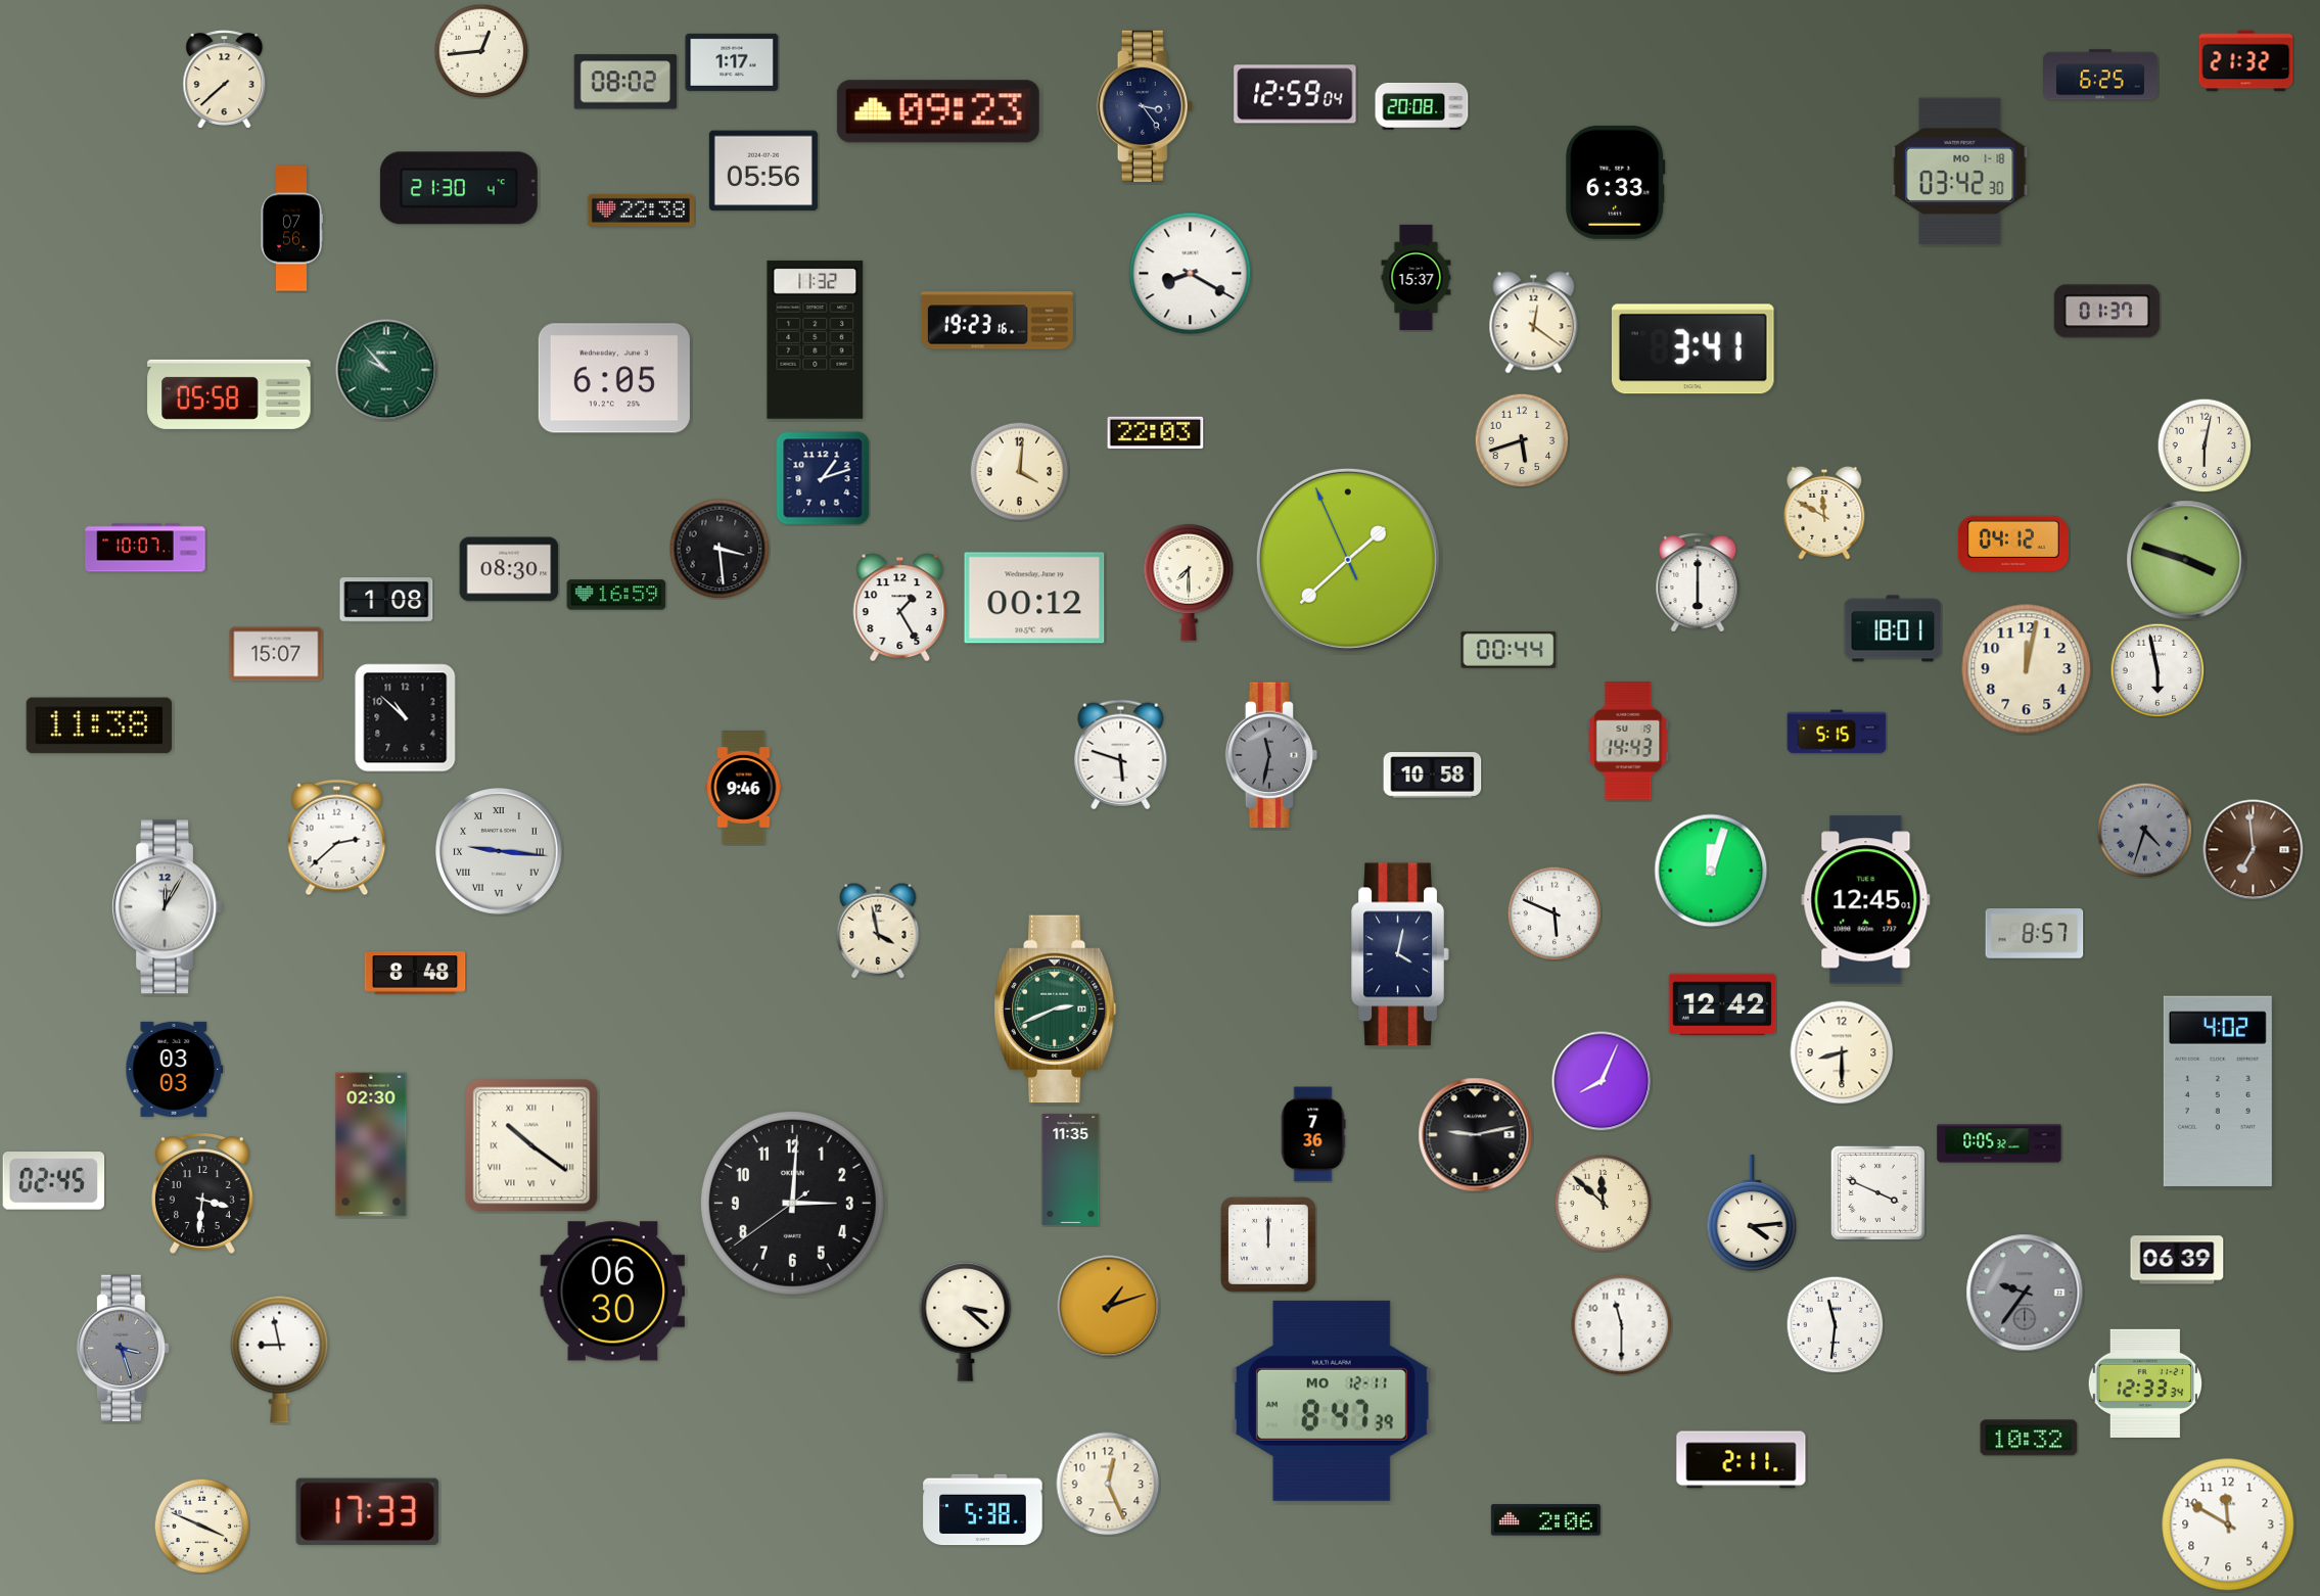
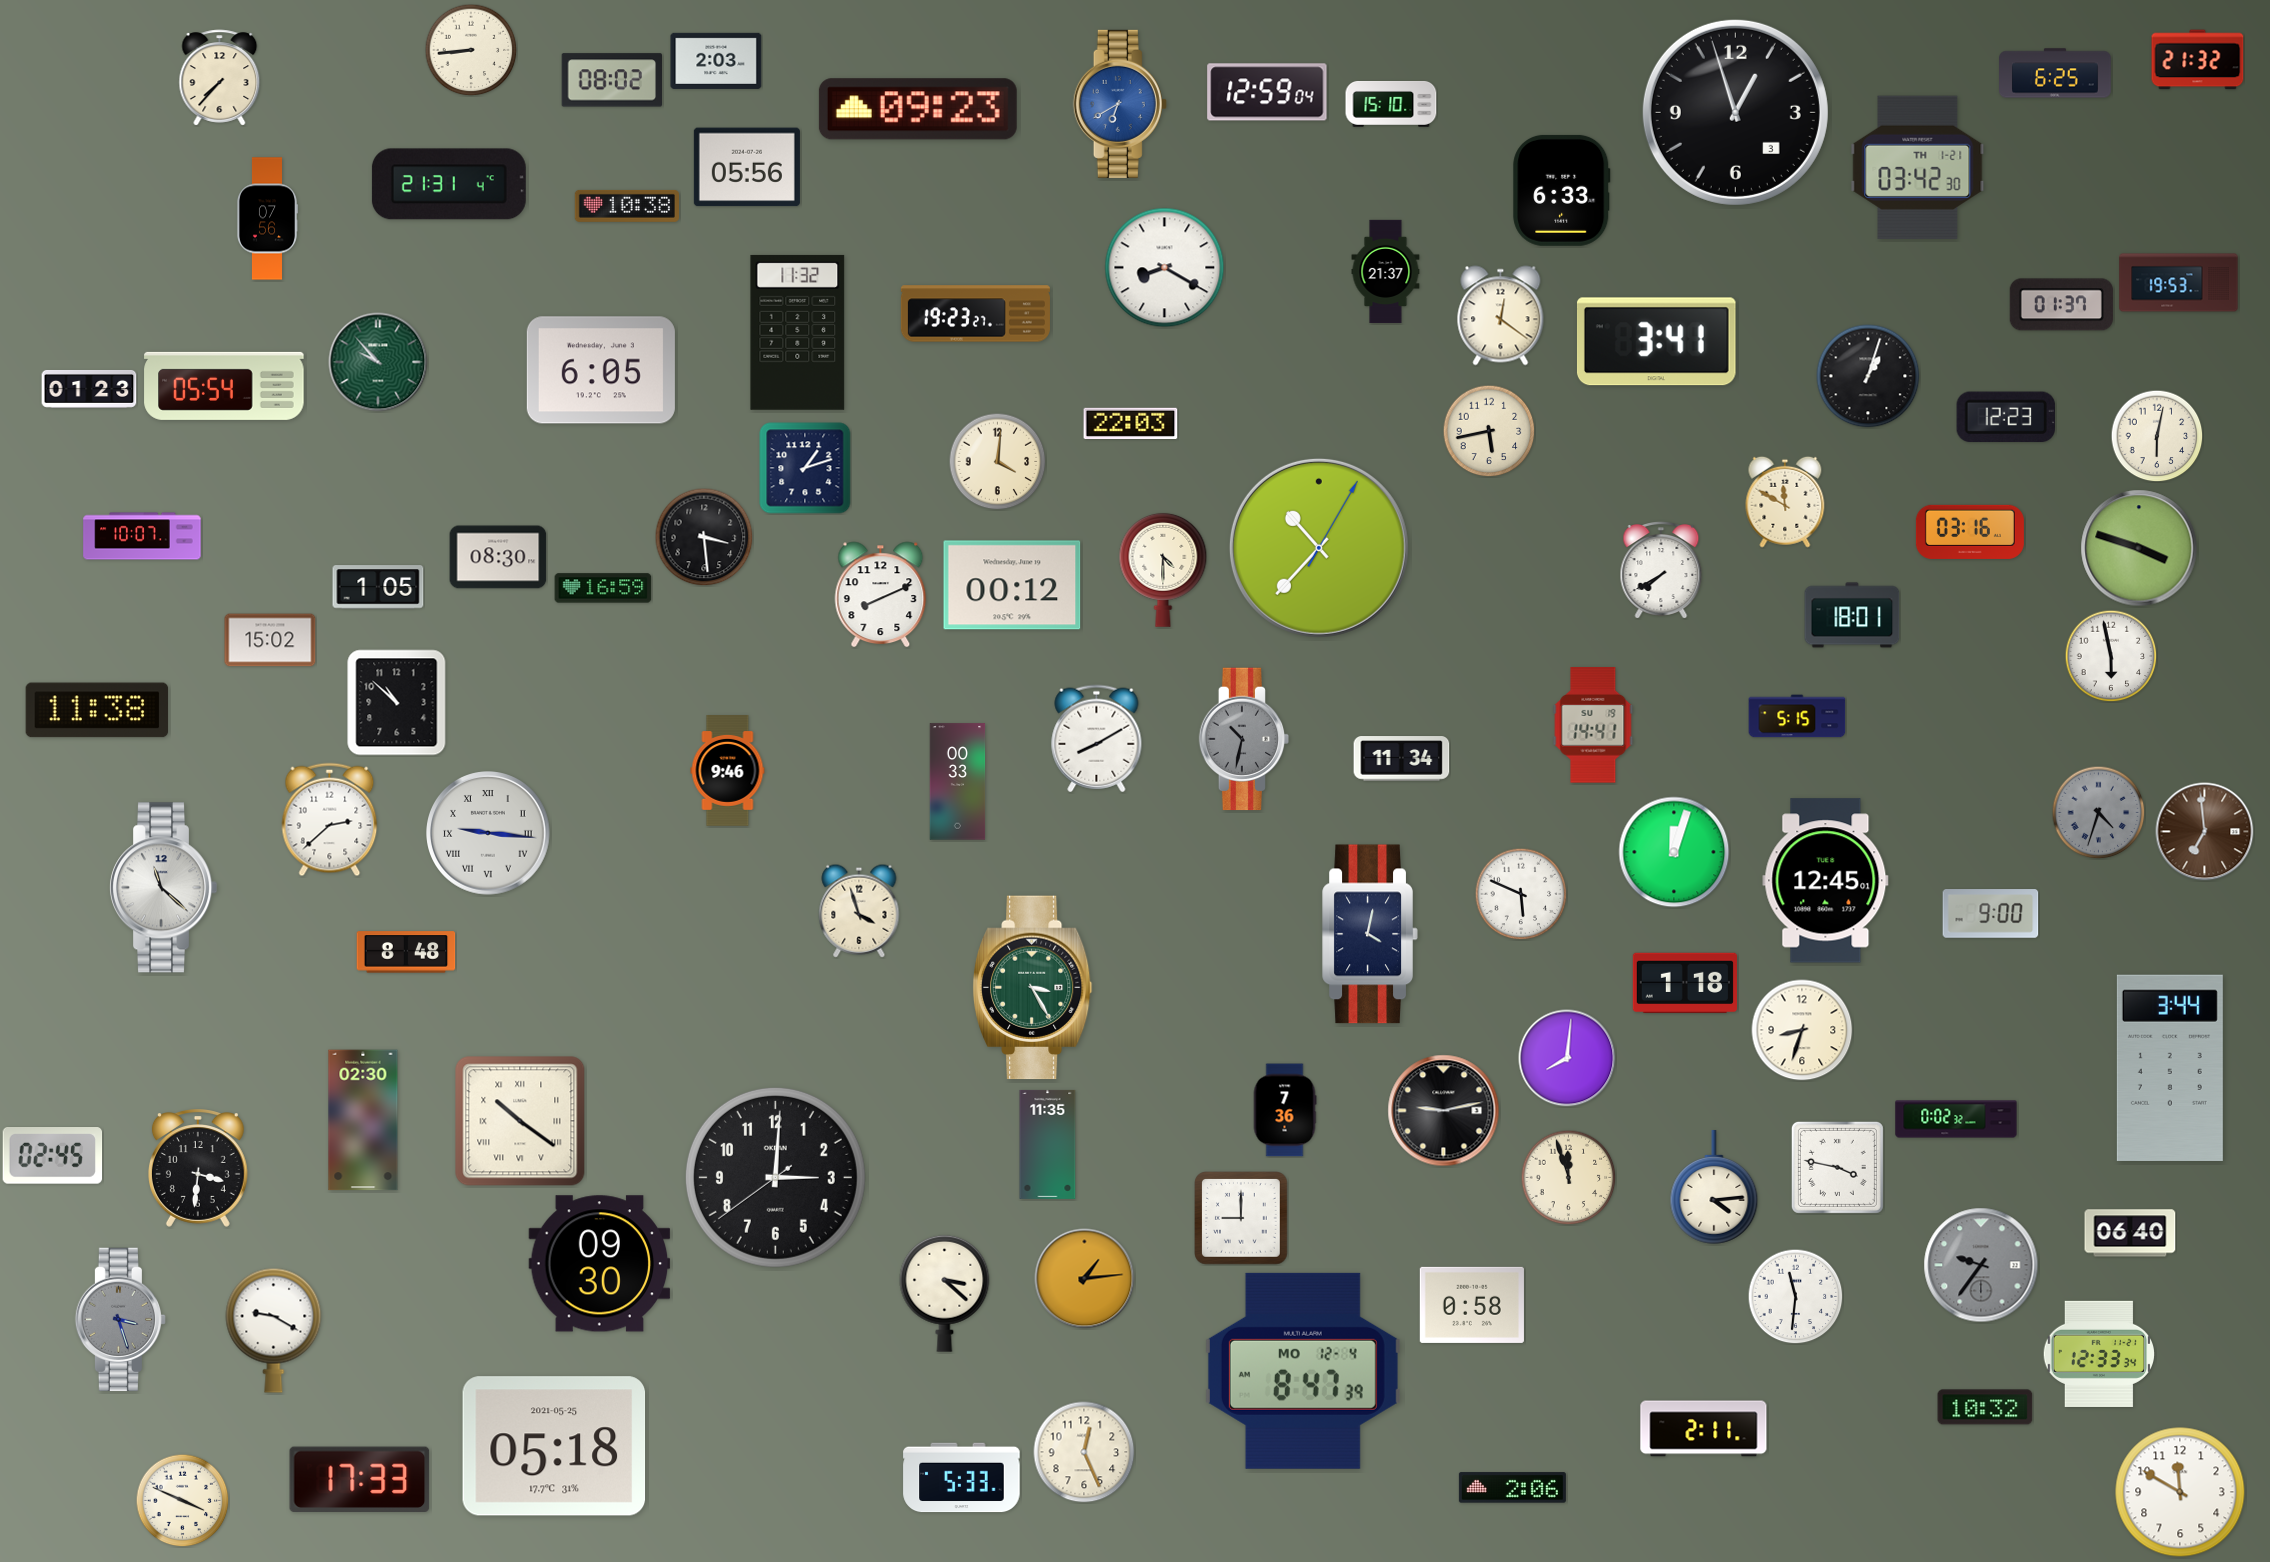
clock at (481, 51): 12:44 -> 8:44
clock at (732, 62): 1:17 -> 2:03
clock at (225, 80): 7:38 -> 7:37
clock at (1145, 106): 3:24 -> 6:40
clock at (1145, 106) dial: navy -> blue
clock at (1422, 106): 20:08 -> 15:10
clock at (1735, 112): none -> 12:57
clock at (1960, 171) date: MO 1-18 -> TH 1-21
clock at (1616, 182) position: (1616, 182) -> (1562, 190)
clock at (459, 188): 21:30 -> 21:31
clock at (641, 210): 22:38 -> 10:38
clock at (290, 229) position: (290, 229) -> (266, 219)
clock at (1417, 278): 15:37 -> 21:37
clock at (2179, 283): none -> 19:53
clock at (996, 321): 19:23:16 -> 19:23:27
clock at (1868, 376): none -> 1:03
clock at (229, 394): 05:58 -> 05:54
clock at (89, 389): none -> 01:23
clock at (2005, 417): none -> 12:23
clock at (1522, 440): 5:42 -> 5:43
clock at (2013, 544): 04:12 -> 03:16
clock at (1348, 560): 1:37 -> 10:37
clock at (1189, 582): 7:30 -> 4:30
clock at (1698, 583): 6:00 -> 7:40
clock at (616, 595) position: (616, 595) -> (603, 588)
clock at (386, 600): 1:08 -> 1:05
clock at (900, 608): 1:25 -> 8:11
clock at (1509, 650): 00:44 -> none
clock at (276, 654): 15:07 -> 15:02
clock at (2027, 669): 12:02 -> none
clock at (1628, 741): 14:43 -> 14:41
clock at (1121, 755): 5:48 -> 8:10
clock at (1271, 755): 11:32 -> 10:32
clock at (1433, 776): 10:58 -> 11:34
clock at (958, 782): none -> 00:33
clock at (167, 907): 12:05 -> 11:22
clock at (878, 931): 3:58 -> 3:57
clock at (2035, 934): 8:57 -> 9:00
clock at (1722, 1004): 12:42 -> 1:18
clock at (1055, 1010): 2:41 -> 3:25
clock at (1842, 1052): 8:30 -> 8:33
clock at (175, 1069): 03:03 -> none
clock at (1602, 1081): 8:04 -> 8:01
clock at (2218, 1090): 4:02 -> 3:44
clock at (1999, 1143): 0:05 -> 0:02
clock at (1877, 1192): 3:49 -> 3:47
clock at (1603, 1203): 11:52 -> 11:57
clock at (1269, 1246): 12:00 -> 9:00
clock at (2177, 1260): 06:39 -> 06:40
clock at (613, 1292): 06:30 -> 09:30
clock at (1109, 1307): 1:12 -> 1:14
clock at (1622, 1325): 11:30 -> none
clock at (1472, 1305): none -> 0:58
clock at (280, 1359): 8:58 -> 9:20
clock at (1332, 1401) date: MO 12-11 -> MO 12-4
clock at (554, 1446): none -> 05:18
clock at (983, 1510): 5:38 -> 5:33
clock at (201, 1525) position: (201, 1525) -> (182, 1500)
